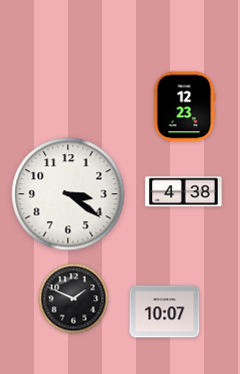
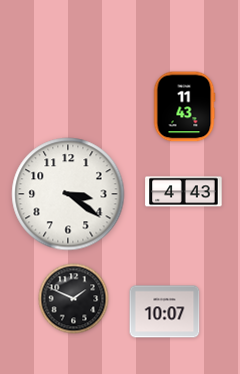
clock at (184, 107): 12:23 -> 11:43
clock at (184, 192): 4:38 -> 4:43
